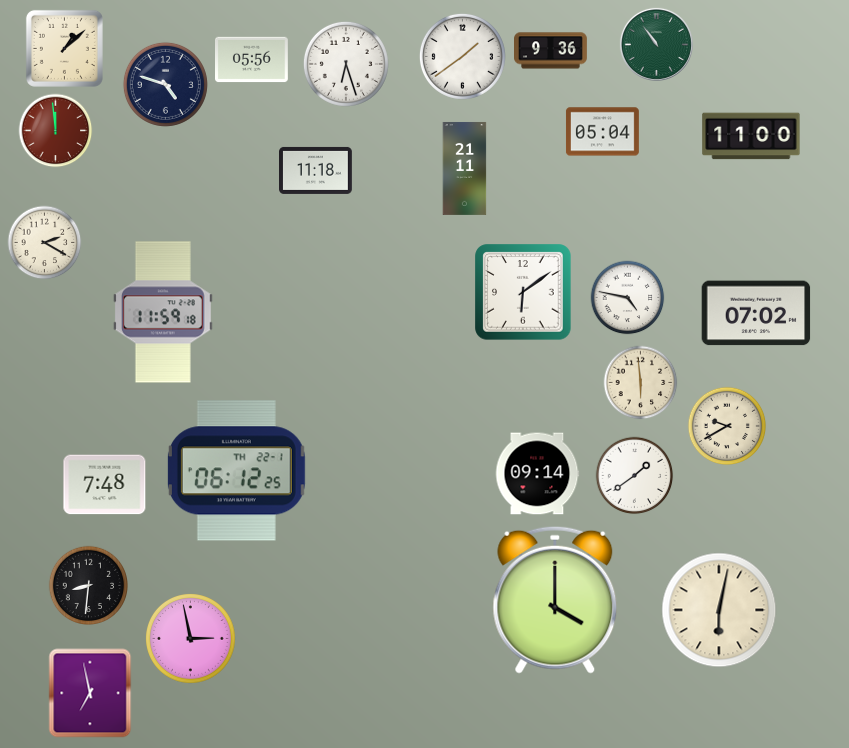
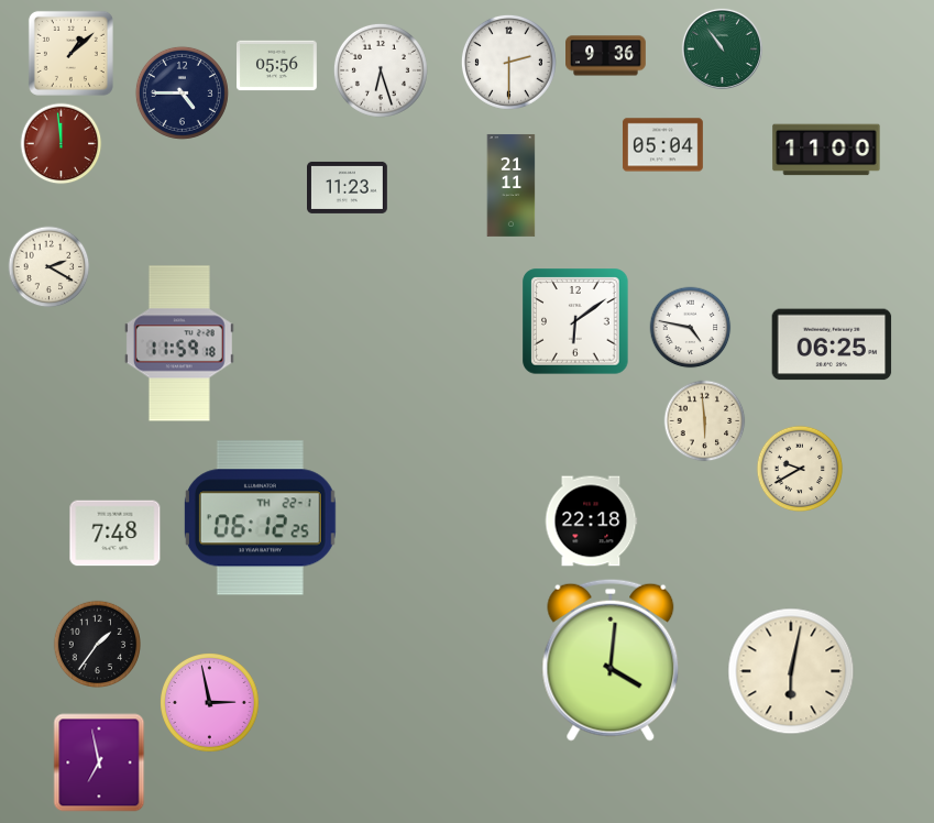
clock at (462, 56): 1:39 -> 2:30
clock at (165, 84): 4:48 -> 4:45
clock at (316, 170): 11:18 -> 11:23
clock at (756, 313): 07:02 -> 06:25
clock at (537, 474): 09:14 -> 22:18
clock at (635, 476): 1:39 -> none
clock at (88, 585): 8:31 -> 1:36
clock at (555, 600): 4:00 -> 4:01
